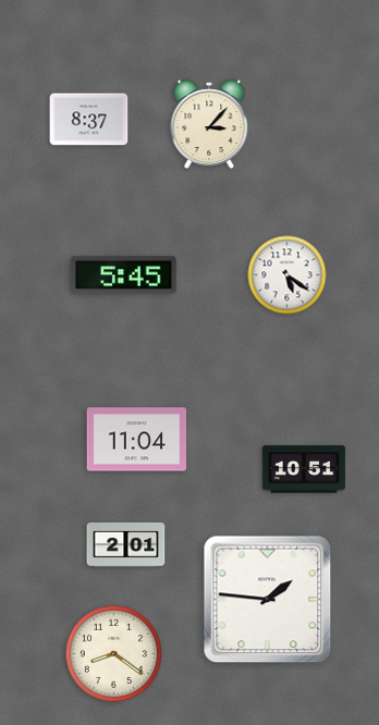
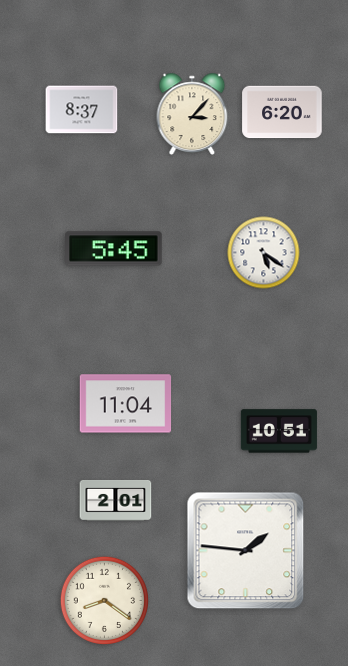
clock at (282, 112): none -> 6:20
clock at (124, 275) position: (124, 275) -> (114, 249)
